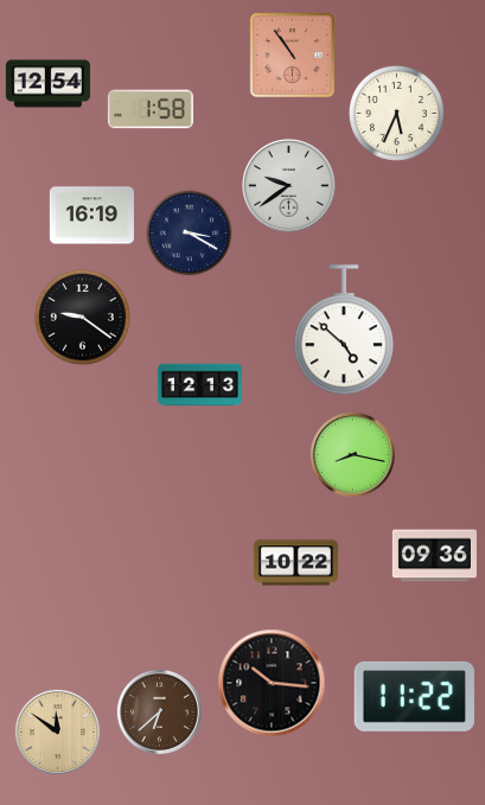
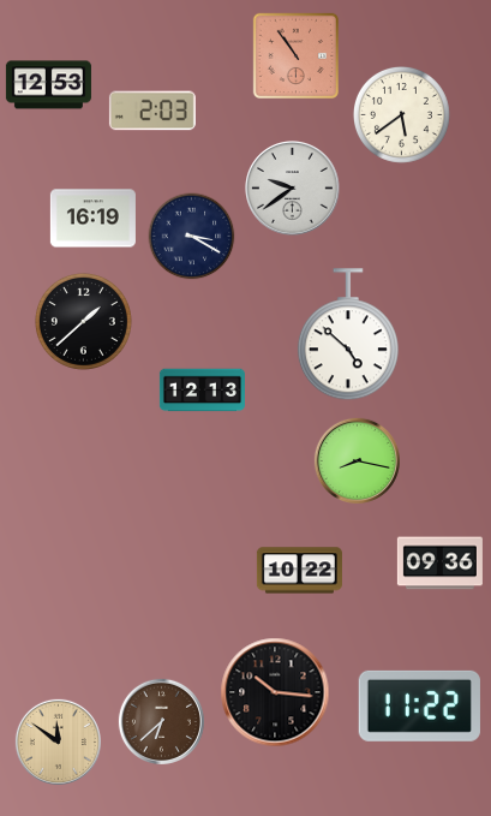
clock at (47, 84): 12:54 -> 12:53
clock at (151, 109): 1:58 -> 2:03
clock at (396, 113): 5:34 -> 5:39
clock at (82, 317): 9:21 -> 1:38
